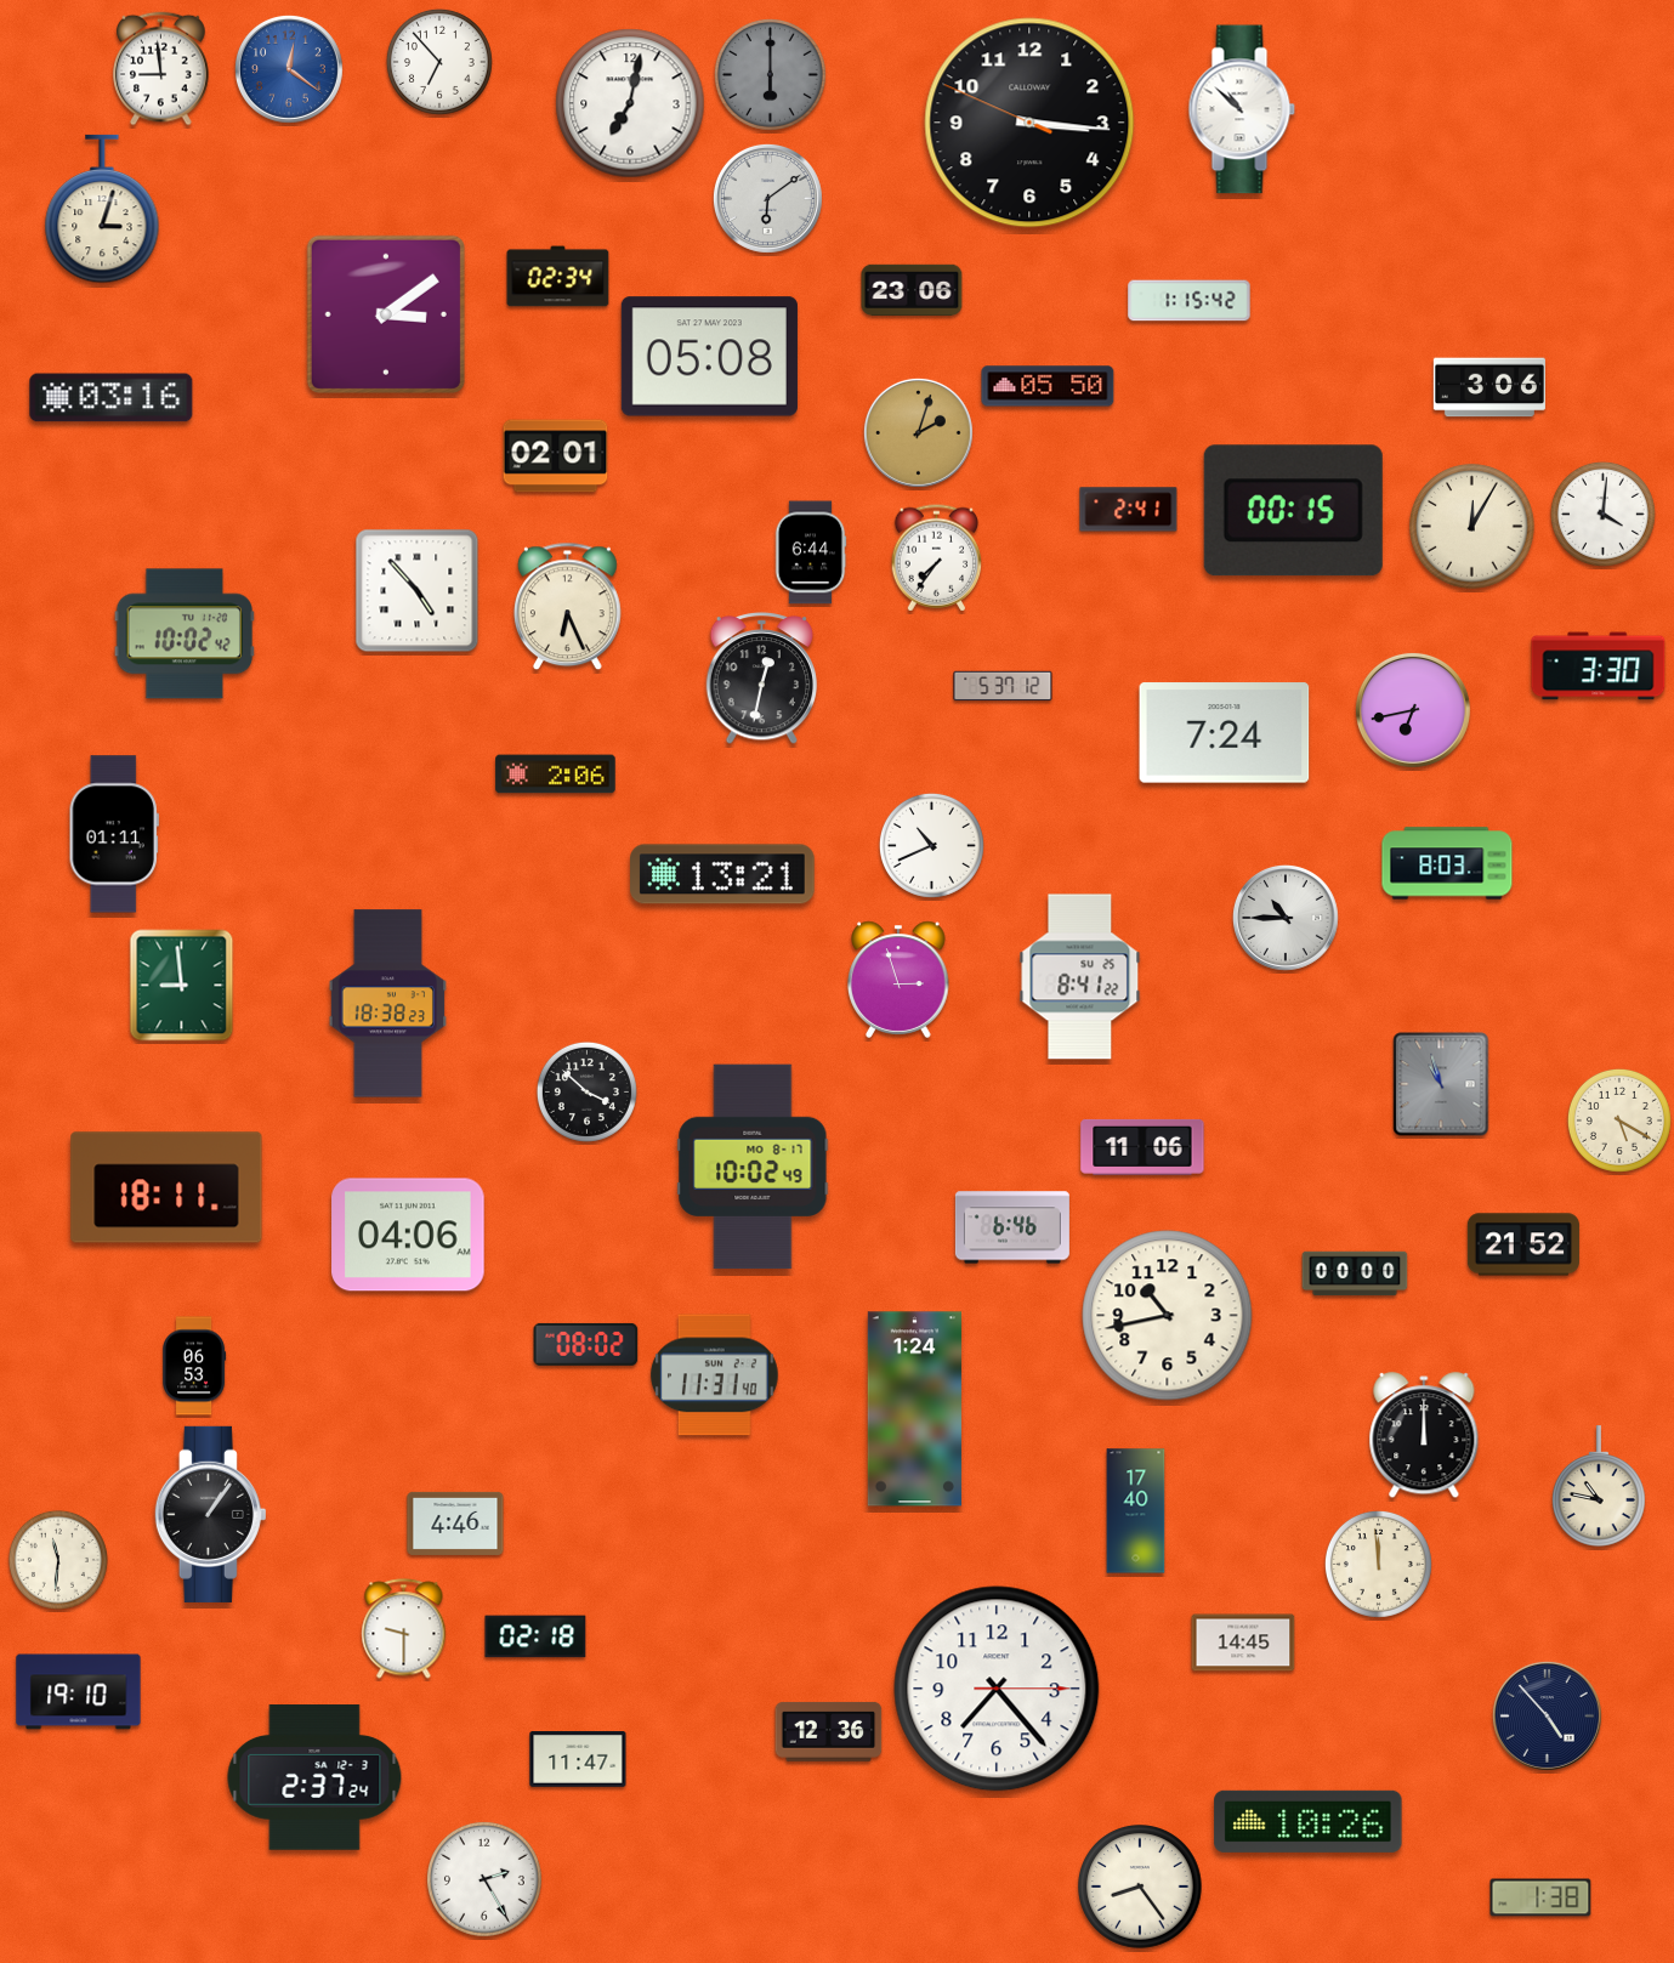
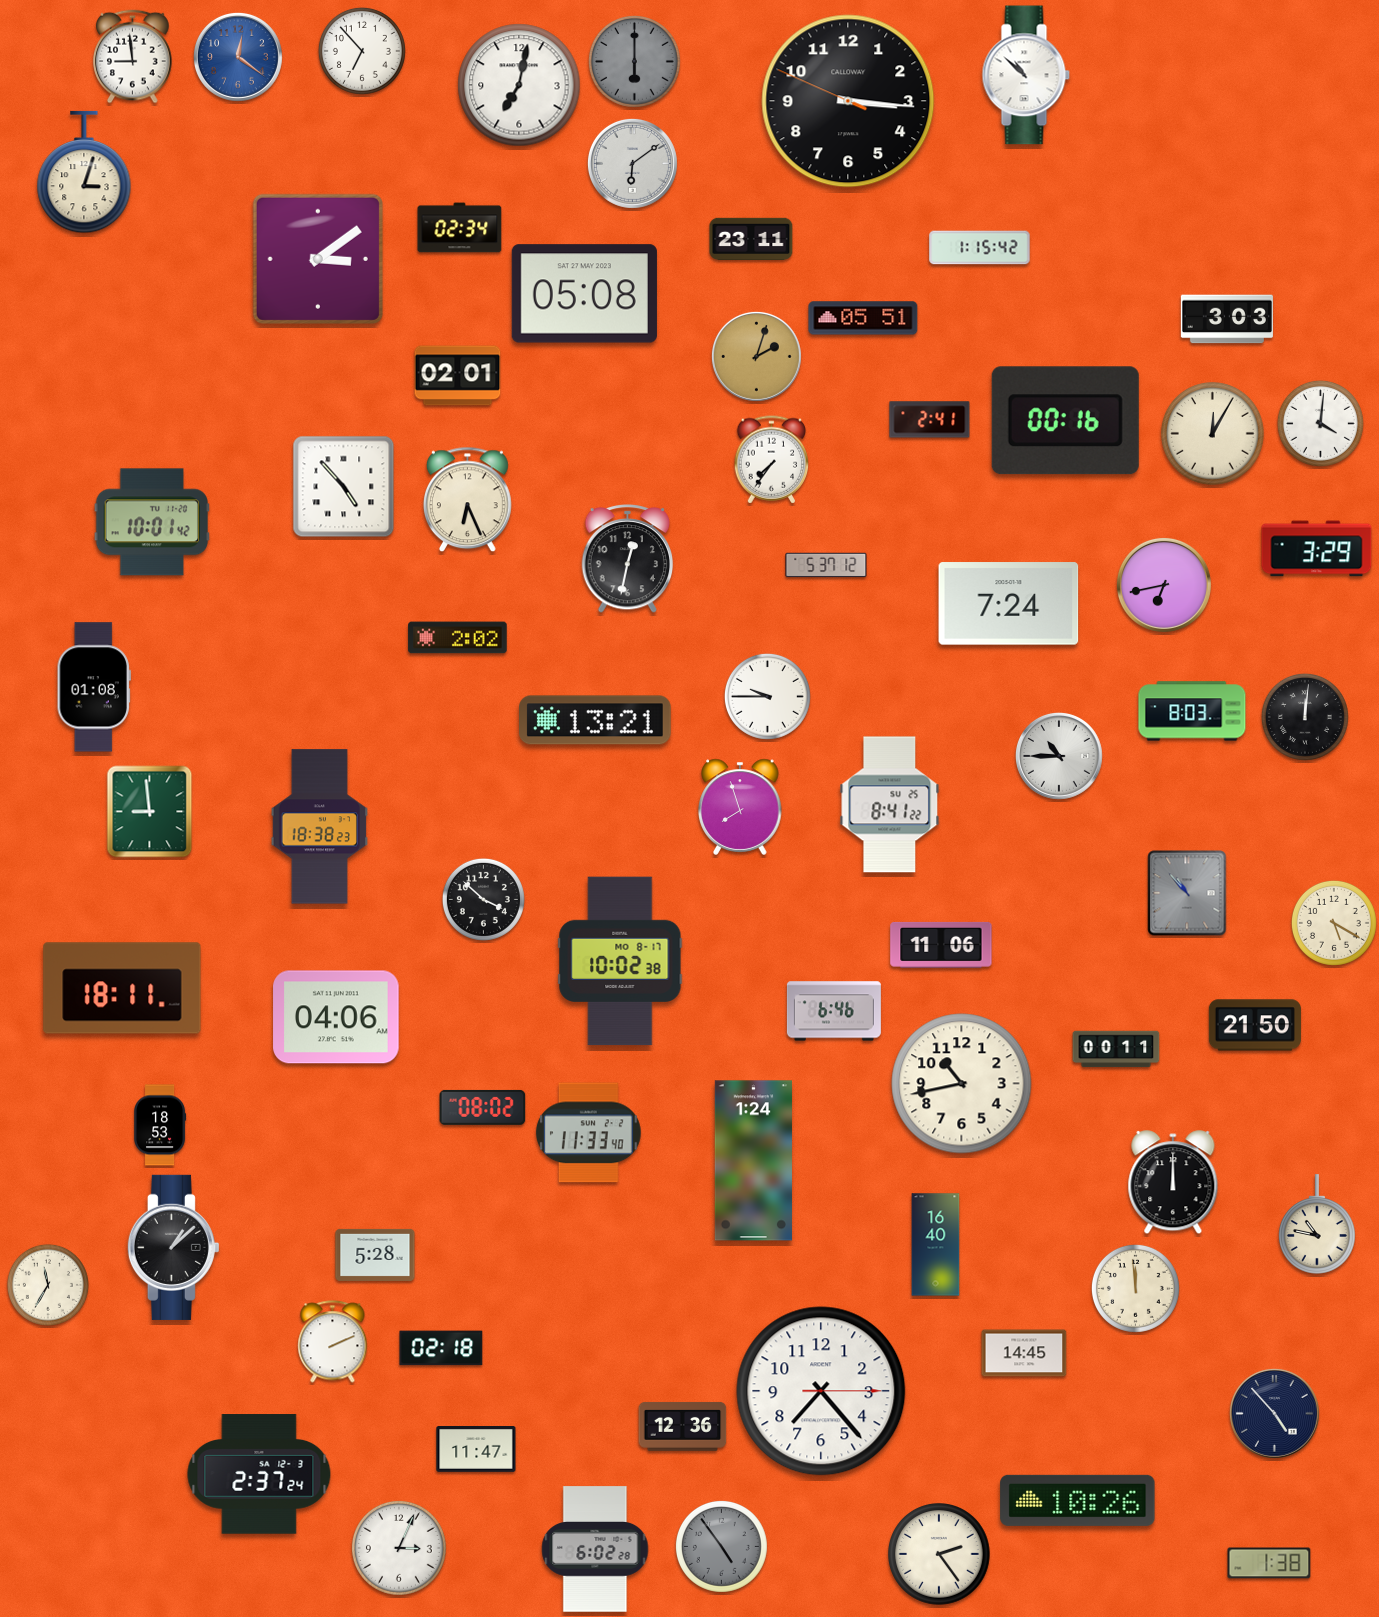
clock at (1242, 109) position: (1242, 109) -> (1026, 75)
clock at (912, 289): 23:06 -> 23:11
clock at (1048, 386): 05:50 -> 05:51
clock at (1489, 387): 3:06 -> 3:03
clock at (112, 398): 03:16 -> none
clock at (1293, 511): 00:15 -> 00:16
clock at (811, 552): 6:44 -> none
clock at (183, 634): 10:02 -> 10:01
clock at (1599, 666): 3:30 -> 3:29
clock at (556, 775): 2:06 -> 2:02
clock at (114, 834): 01:11 -> 01:08
clock at (931, 845): 10:41 -> 9:45
clock at (1305, 717): none -> 12:01
clock at (898, 980): 2:57 -> 7:57
clock at (1441, 1084): 10:57 -> 10:53
clock at (753, 1167): 10:02:49 -> 10:02:38
clock at (166, 1187) position: (166, 1187) -> (122, 988)
clock at (1523, 1244): 21:52 -> 21:50
clock at (1355, 1273): 00:00 -> 00:11
clock at (194, 1366): 06:53 -> 18:53
clock at (714, 1375): 11:31 -> 11:33
clock at (1136, 1511): 17:40 -> 16:40
clock at (210, 1514): 1:06 -> 1:08
clock at (455, 1524): 4:46 -> 5:28
clock at (58, 1560): 11:31 -> 11:35
clock at (404, 1629): 9:30 -> 2:11
clock at (79, 1692): 19:10 -> none
clock at (314, 1777) position: (314, 1777) -> (259, 1474)
clock at (721, 1546): none -> 4:54
clock at (484, 1879): 2:25 -> 3:04
clock at (595, 1549): none -> 6:02
clock at (1140, 1887): 8:24 -> 2:24
